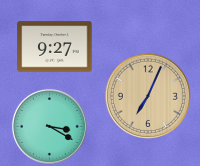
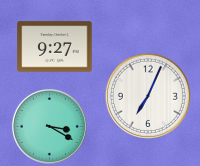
clock at (148, 96) dial: champagne -> white
